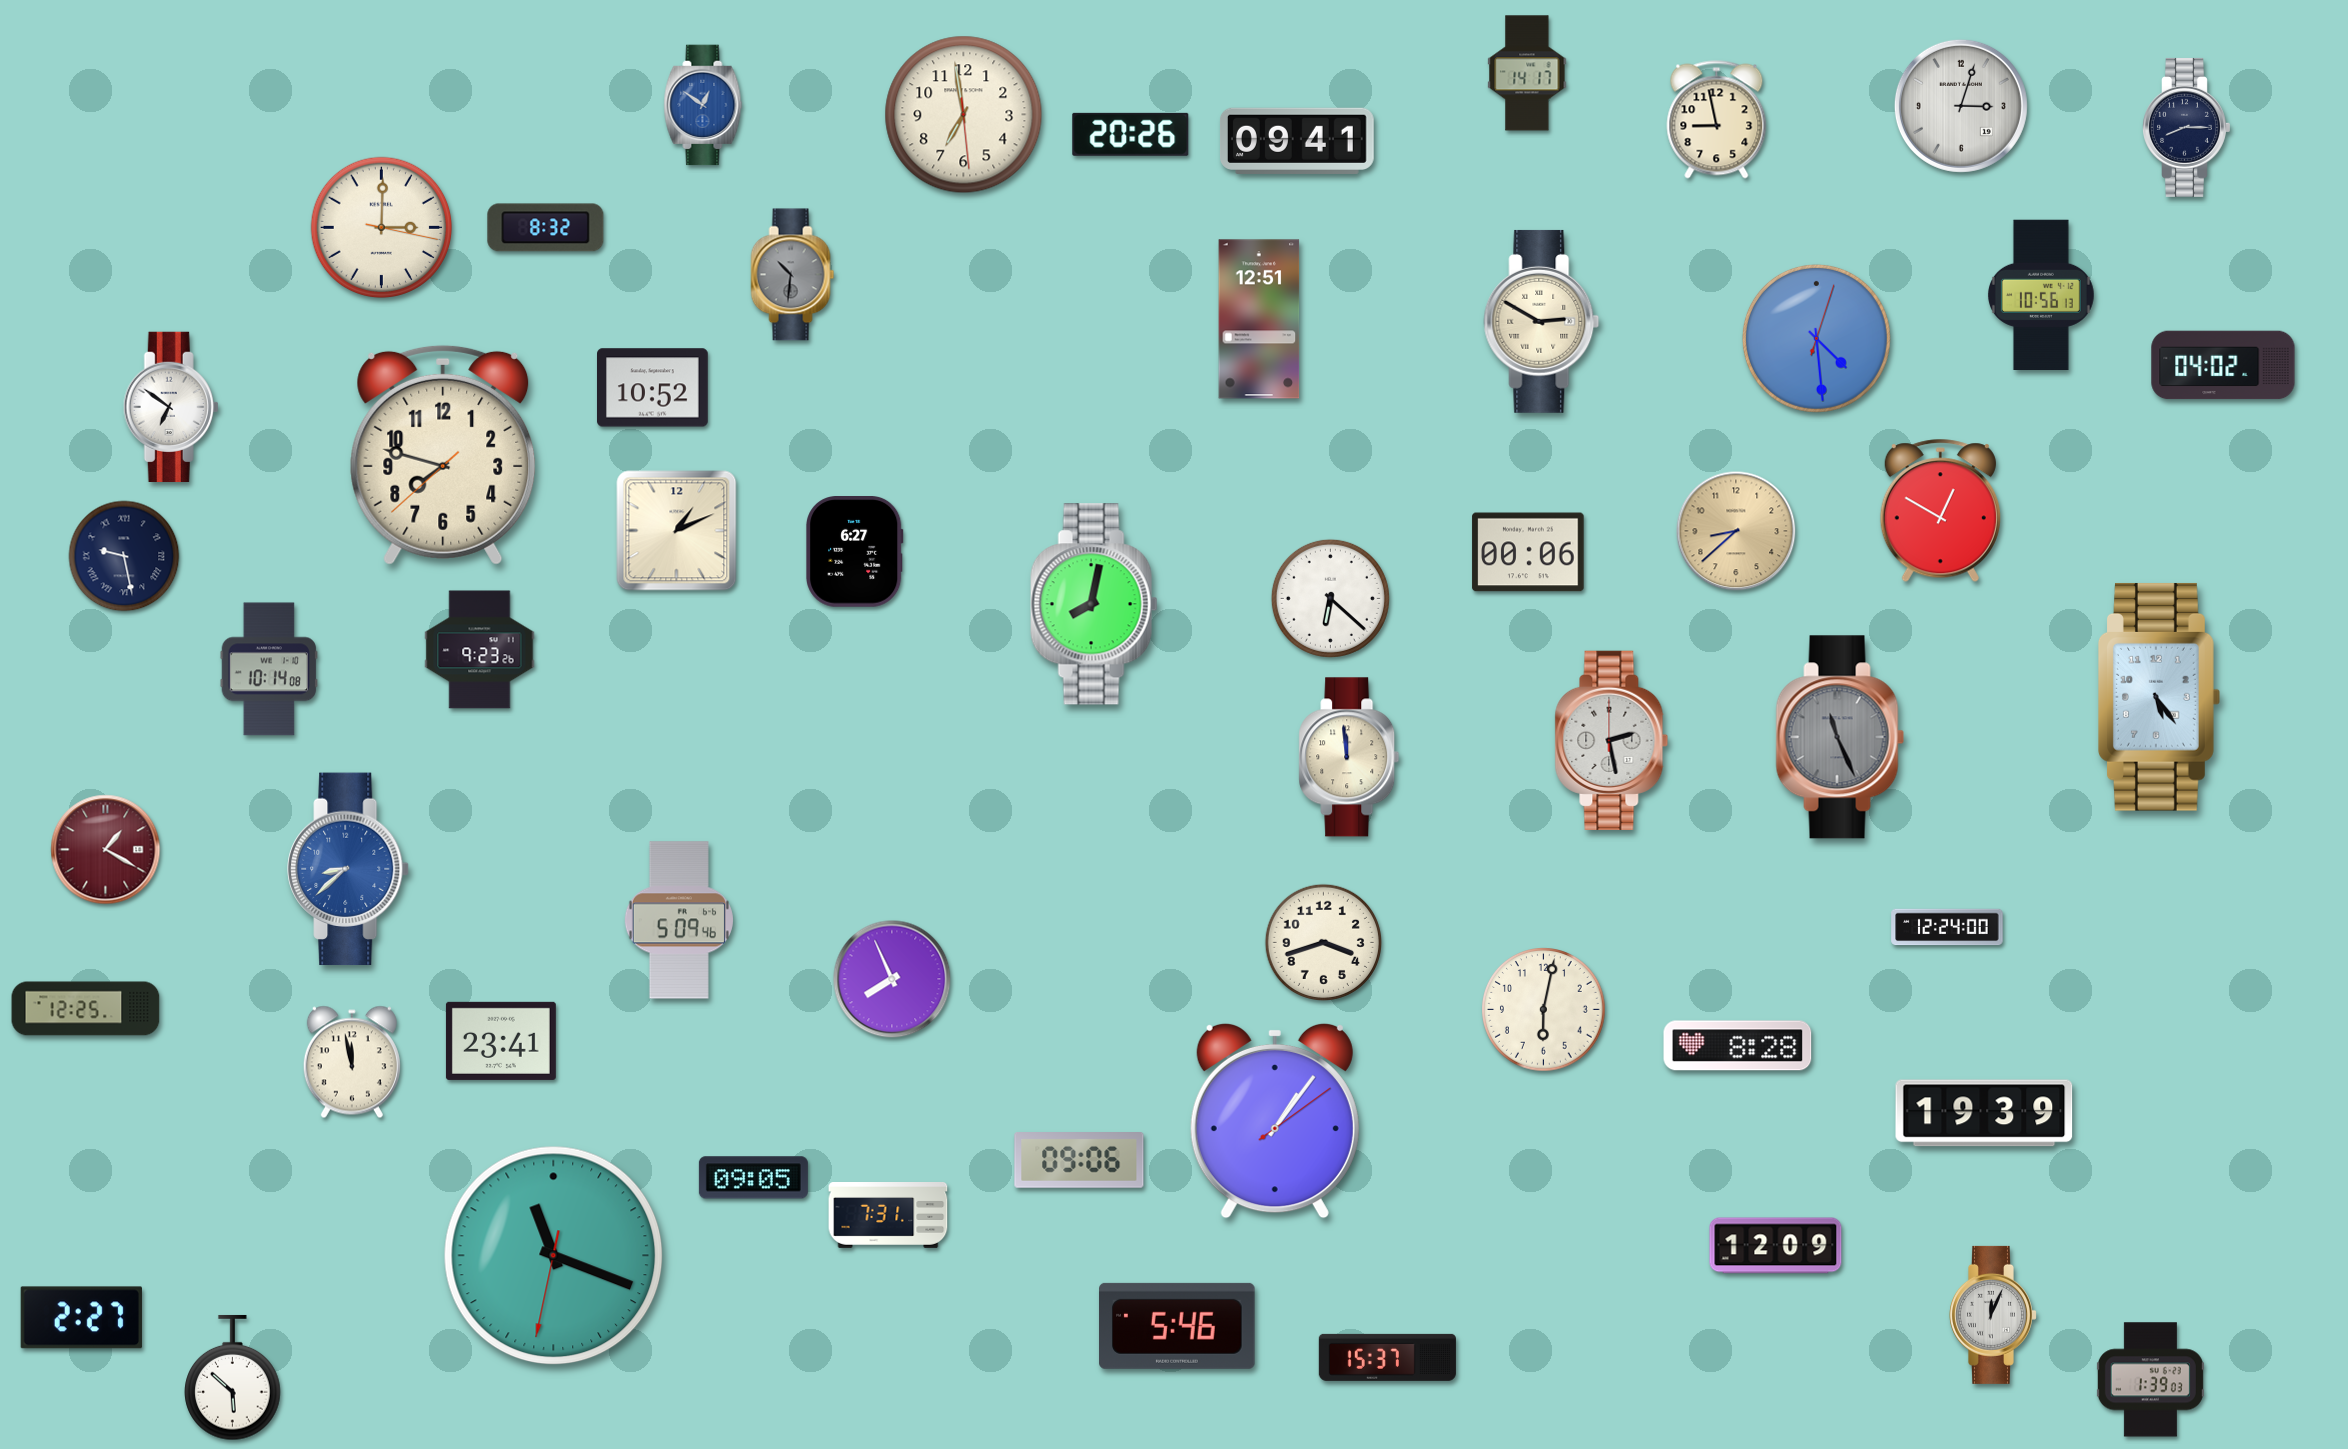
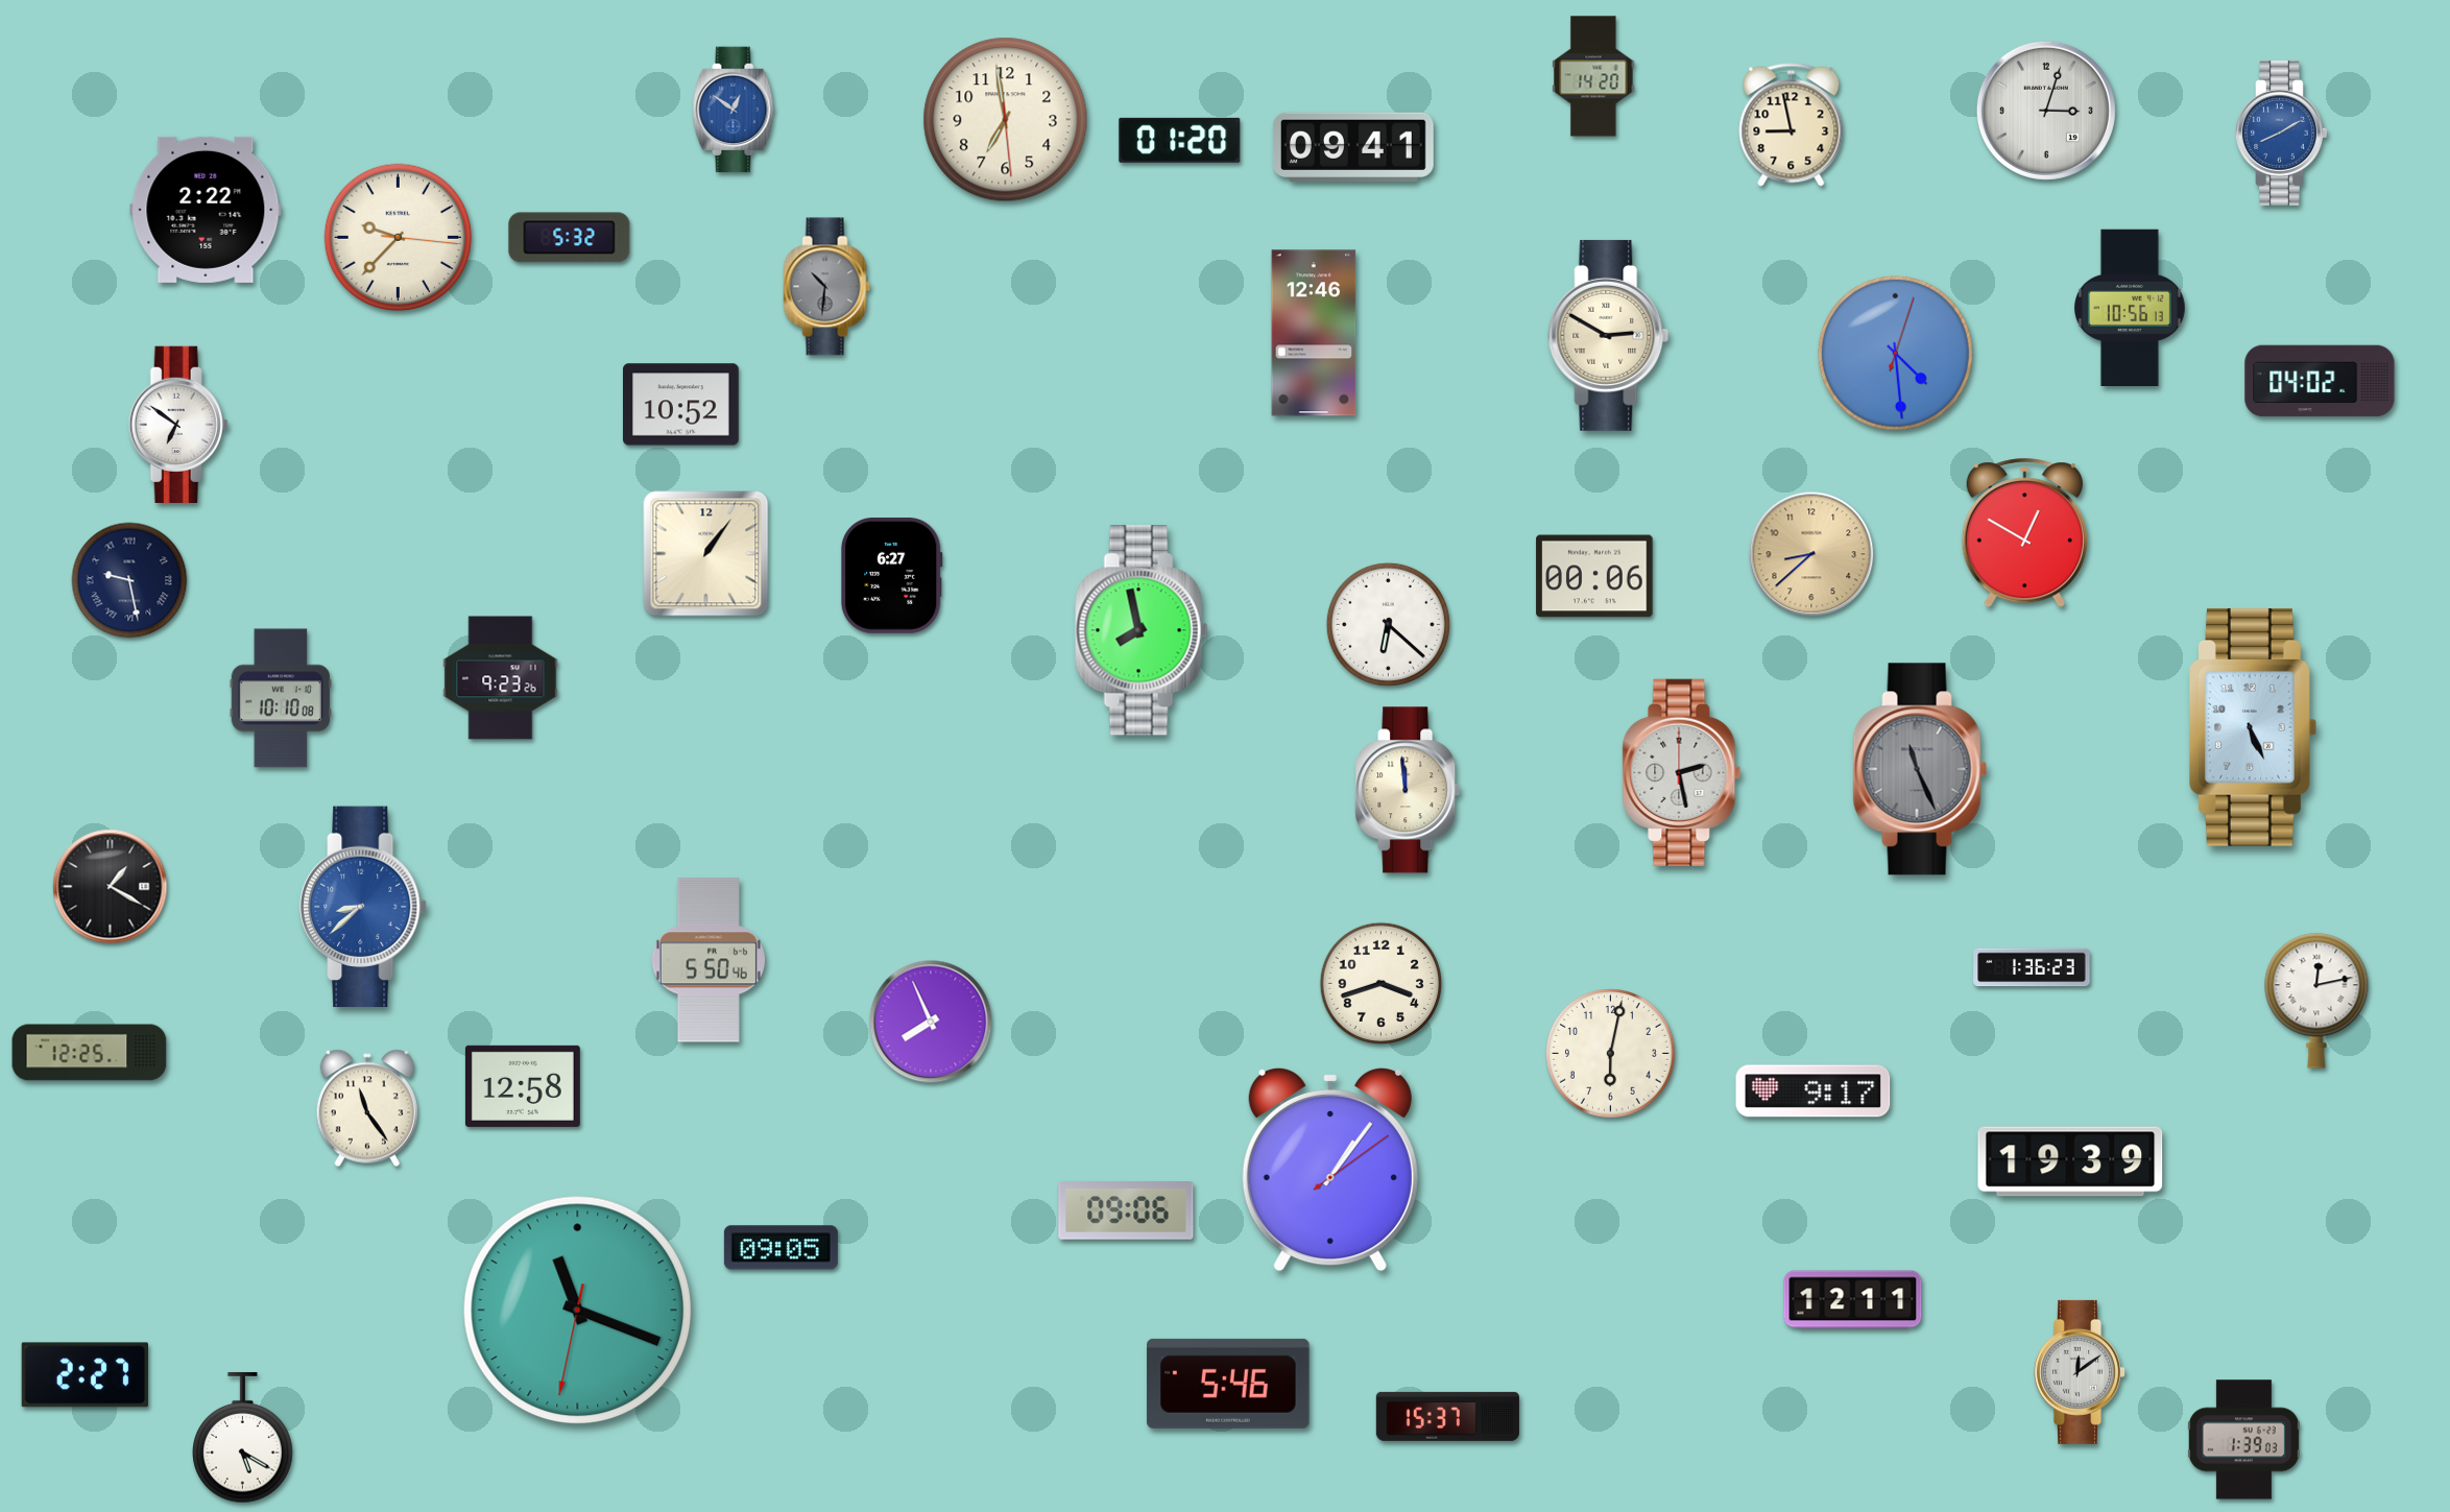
clock at (1527, 73): 14:17 -> 14:20
clock at (2187, 127): 8:15 -> 8:10
clock at (2187, 127) dial: navy -> blue
clock at (1131, 134): 20:26 -> 01:20
clock at (206, 210): none -> 2:22
clock at (382, 228): 3:00 -> 9:37
clock at (546, 228): 8:32 -> 5:32
clock at (1259, 319): 12:51 -> 12:46
clock at (443, 455): 7:47 -> none
clock at (677, 531): 1:11 -> 1:06
clock at (1094, 604): 8:02 -> 7:58
clock at (269, 669): 10:14 -> 10:10
clock at (2160, 697): 5:24 -> 5:26
clock at (106, 850) dial: burgundy -> black
clock at (679, 920): 5:09 -> 5:50
clock at (1947, 927): 12:24 -> 1:36
clock at (2316, 1001): none -> 12:13
clock at (501, 1041): 23:41 -> 12:58
clock at (1738, 1046): 8:28 -> 9:17
clock at (352, 1062): 11:58 -> 11:24
clock at (753, 1178) position: (753, 1178) -> (780, 1248)
clock at (888, 1216): 7:31 -> none
clock at (1776, 1246): 12:09 -> 12:11
clock at (1994, 1315): 12:04 -> 12:09
clock at (233, 1378): 5:52 -> 5:20
